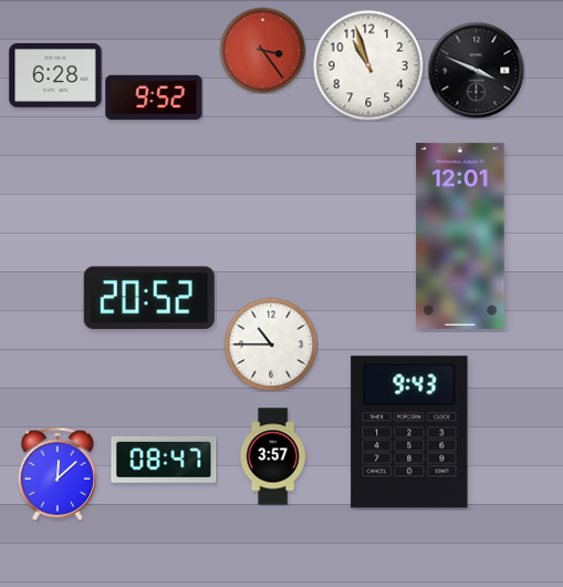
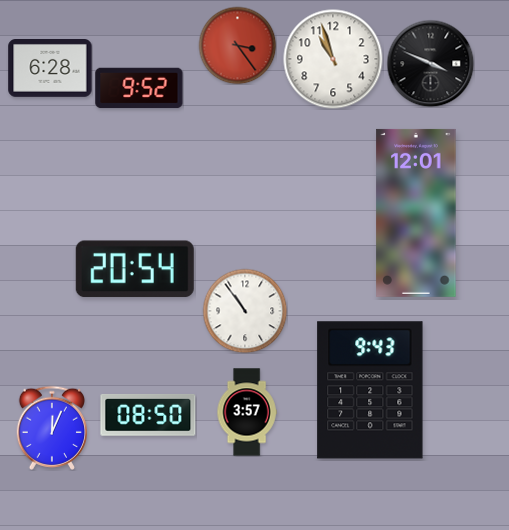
clock at (149, 298): 20:52 -> 20:54
clock at (271, 344): 10:45 -> 10:54
clock at (164, 460): 08:47 -> 08:50
clock at (56, 474): 12:08 -> 12:04
